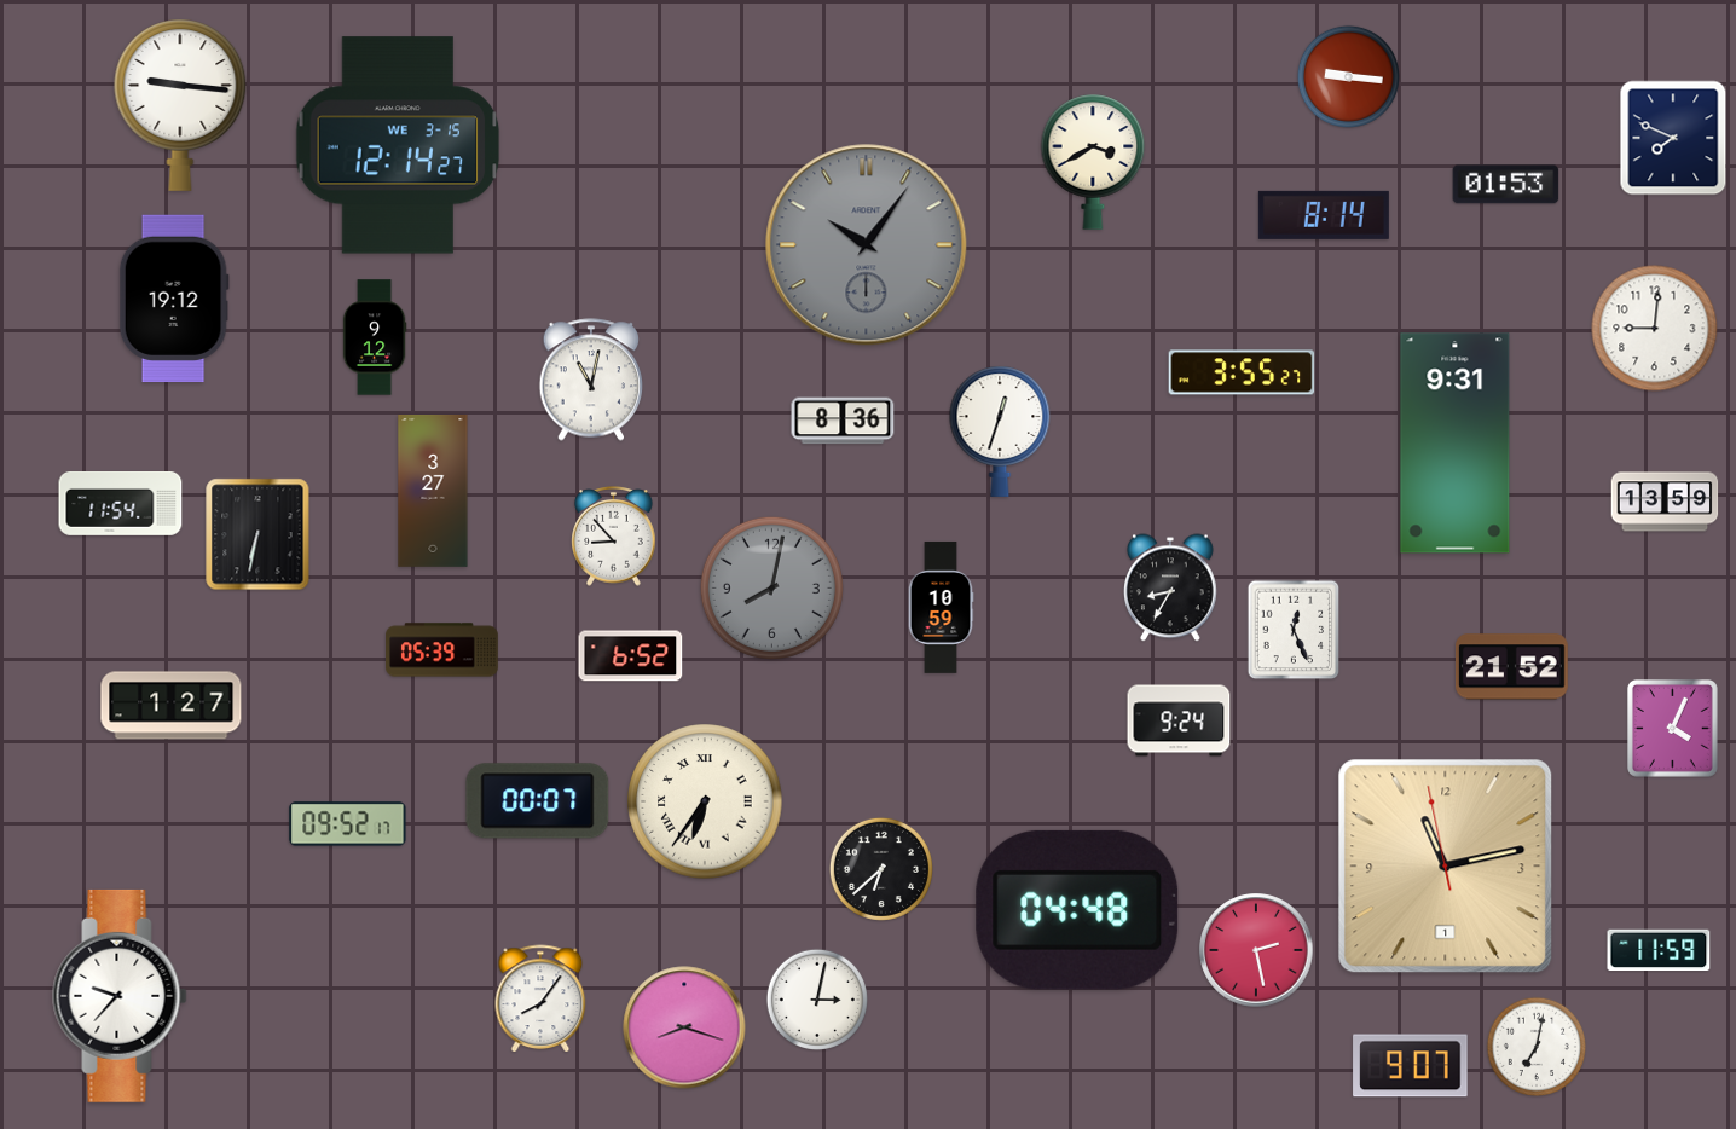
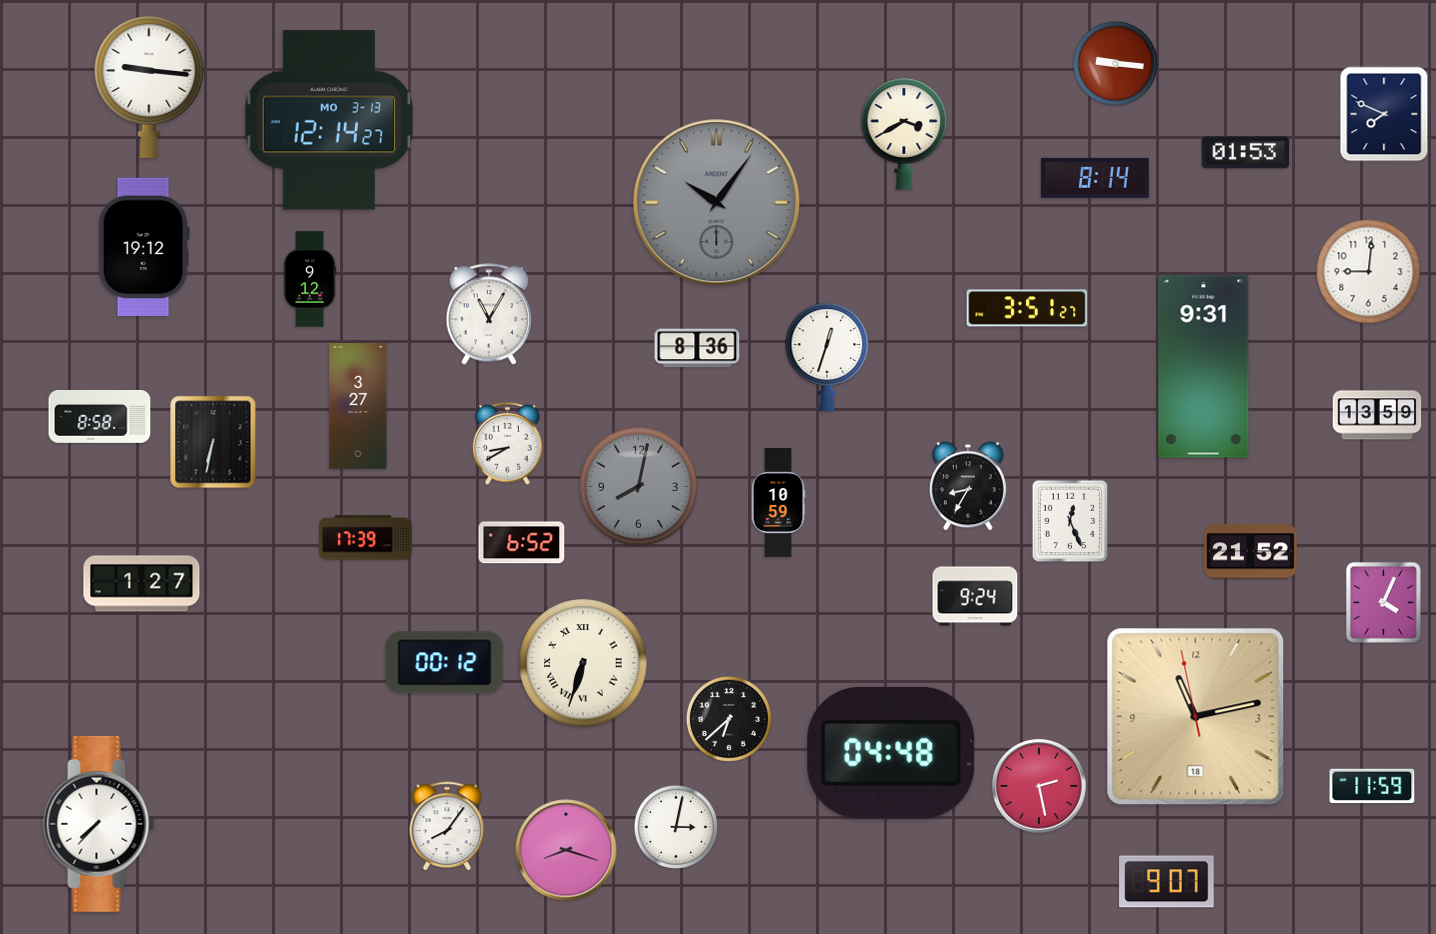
clock at (398, 145) date: WE 3-15 -> MO 3-13
clock at (1242, 372): 3:55 -> 3:51
clock at (591, 380): 11:02 -> 11:05
clock at (121, 504): 11:54 -> 8:58
clock at (614, 537): 8:53 -> 8:40
clock at (442, 650): 05:39 -> 17:39
clock at (538, 801): 00:07 -> 00:12
clock at (705, 801): 6:36 -> 6:33
clock at (348, 824): 09:52 -> none
clock at (1446, 867) date: 1 -> 18
clock at (120, 996): 9:37 -> 7:37
clock at (1537, 1047): 7:02 -> none
